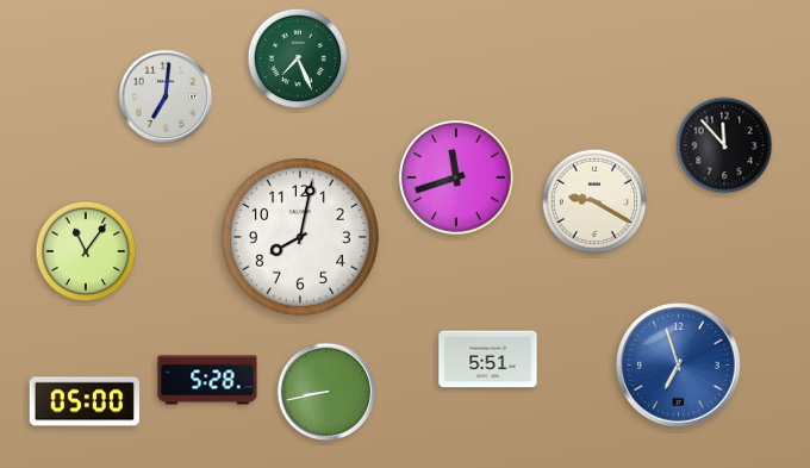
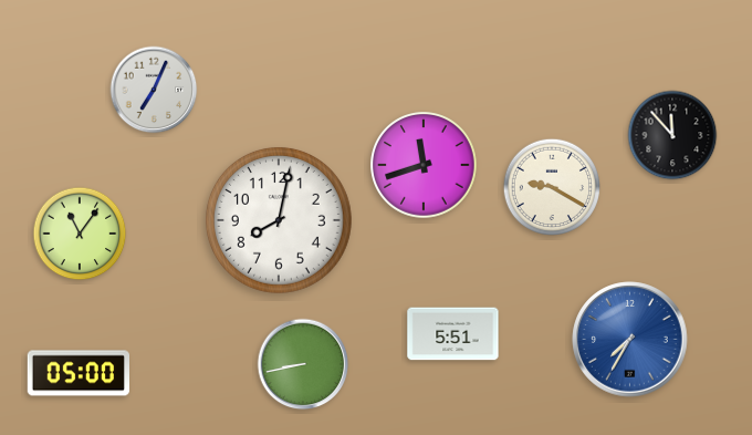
clock at (298, 58): 7:26 -> none
clock at (166, 96): 7:01 -> 7:04
clock at (679, 366): 6:57 -> 7:35
clock at (207, 380): 5:28 -> none
